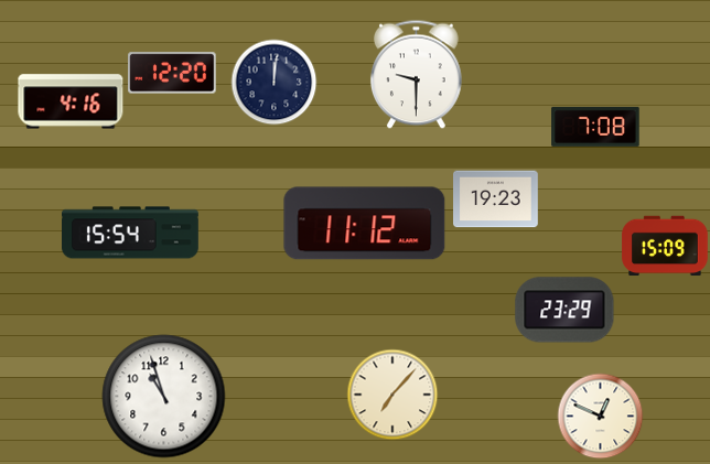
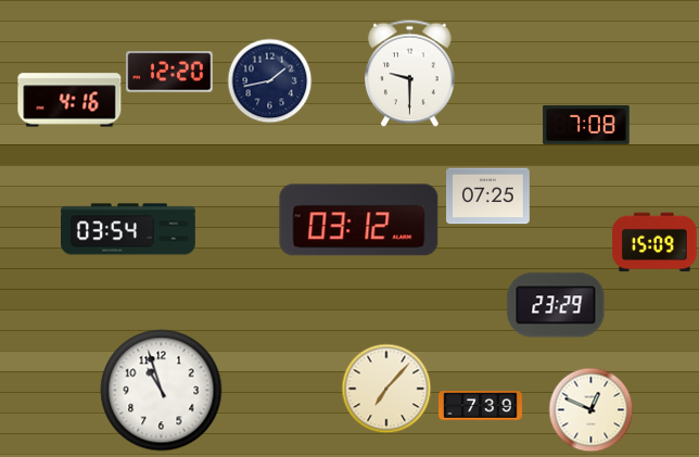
clock at (273, 82): 12:01 -> 1:43
clock at (496, 199): 19:23 -> 07:25
clock at (365, 224): 11:12 -> 03:12
clock at (131, 233): 15:54 -> 03:54
clock at (481, 406): none -> 7:39
